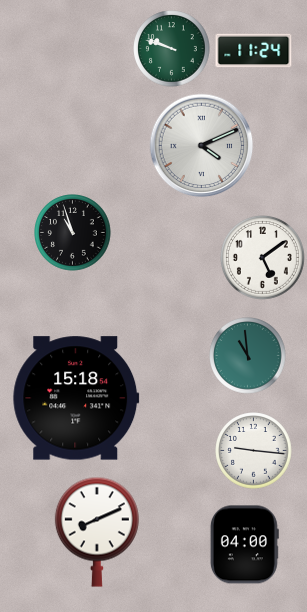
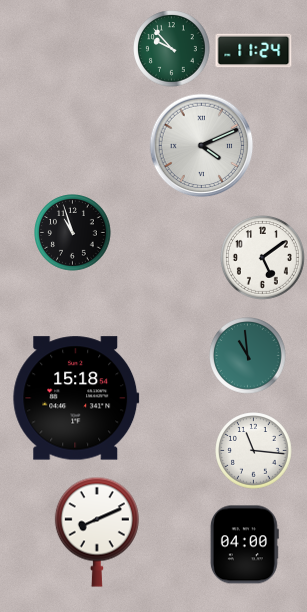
clock at (172, 49): 9:48 -> 9:53
clock at (254, 451): 9:16 -> 11:16
